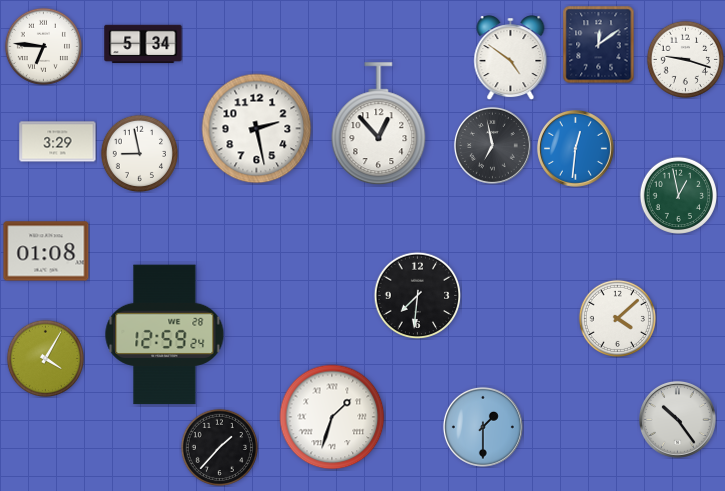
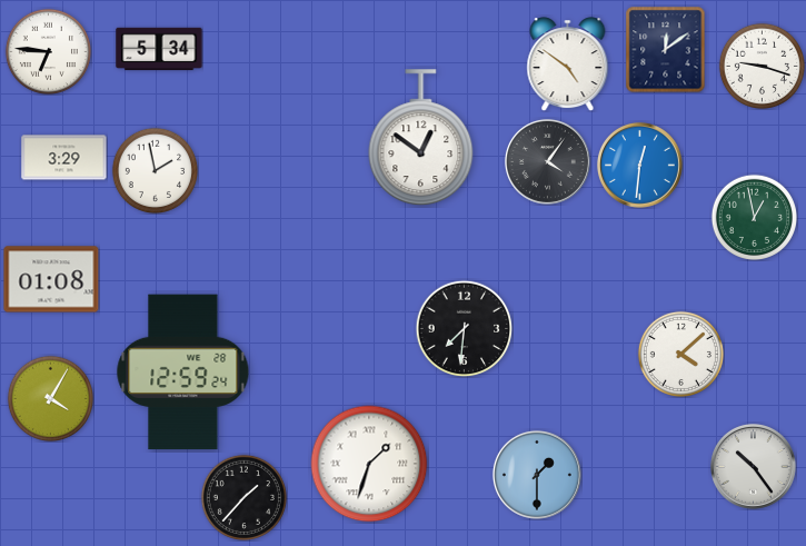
clock at (379, 124): 12:53 -> 12:51
clock at (257, 129): 2:28 -> none
clock at (493, 146): 6:58 -> 4:06
clock at (139, 153): 8:58 -> 1:58
clock at (617, 318) position: (617, 318) -> (680, 354)
